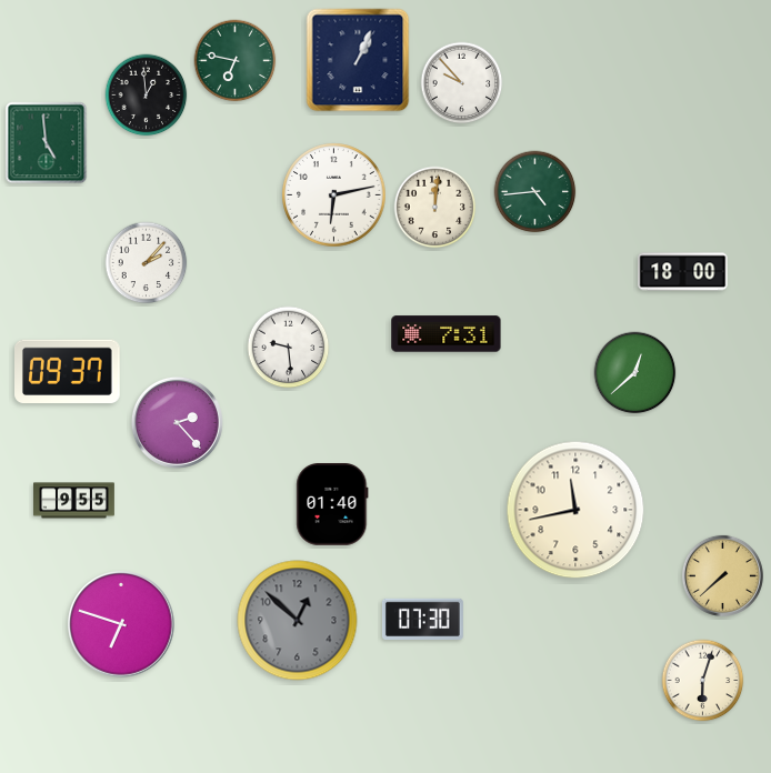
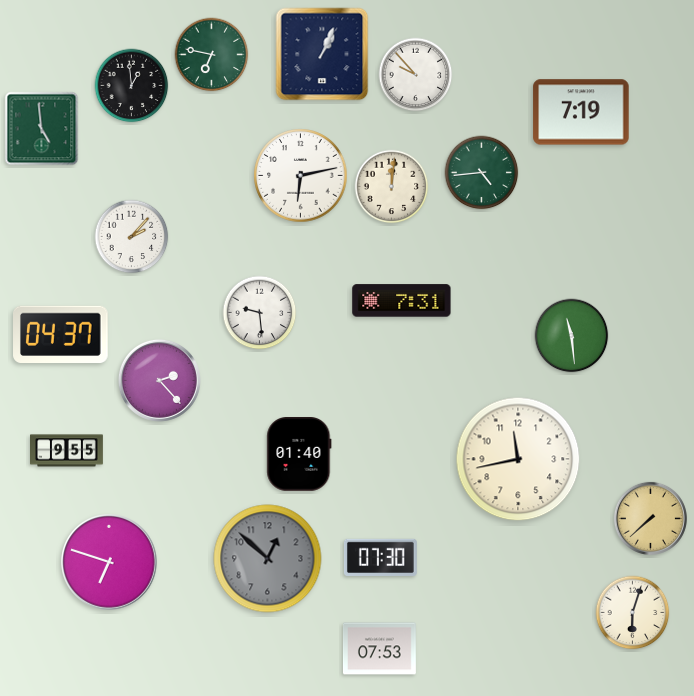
clock at (581, 112): none -> 7:19
clock at (683, 272): 18:00 -> none
clock at (68, 372): 09:37 -> 04:37
clock at (635, 373): 12:38 -> 11:29
clock at (379, 649): none -> 07:53
